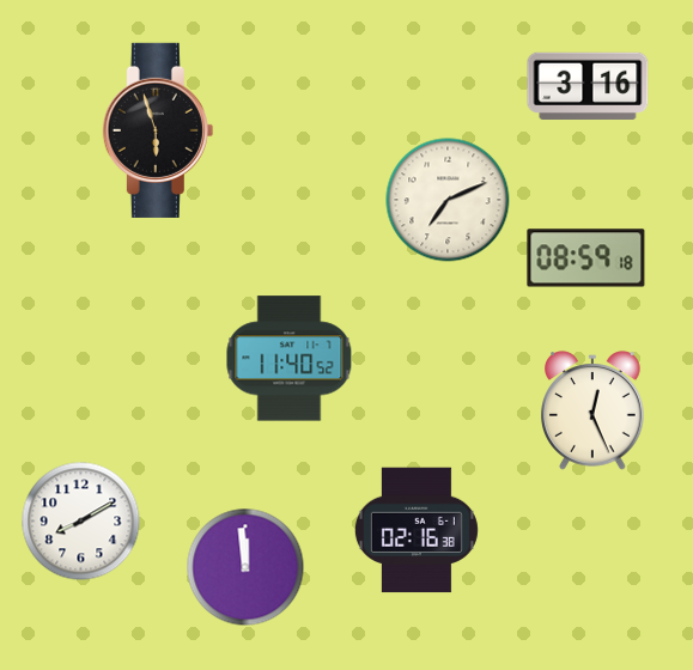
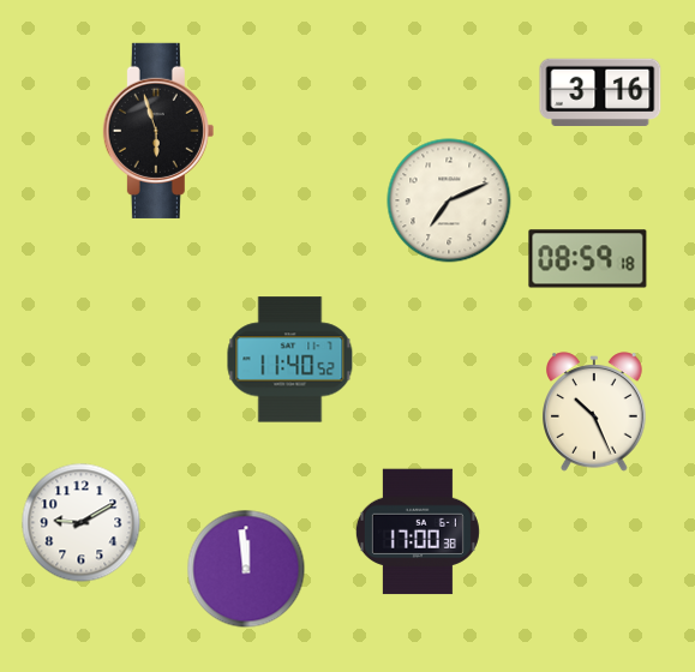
clock at (588, 86) position: (588, 86) -> (600, 92)
clock at (592, 410): 12:26 -> 10:26
clock at (81, 522): 8:10 -> 9:10
clock at (417, 530): 02:16 -> 17:00
